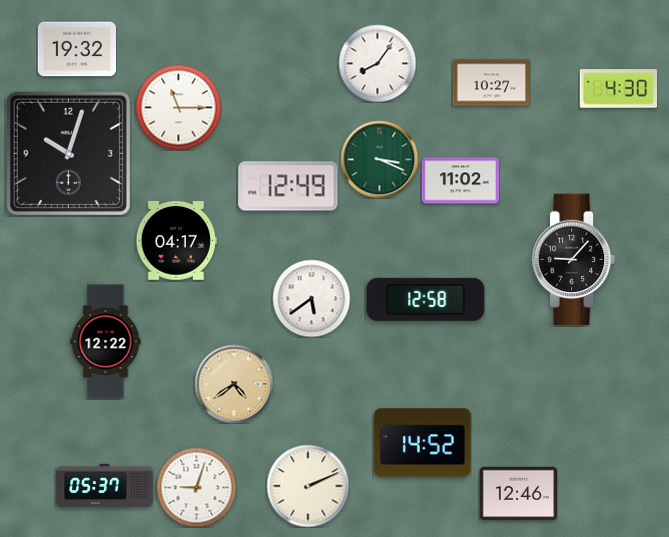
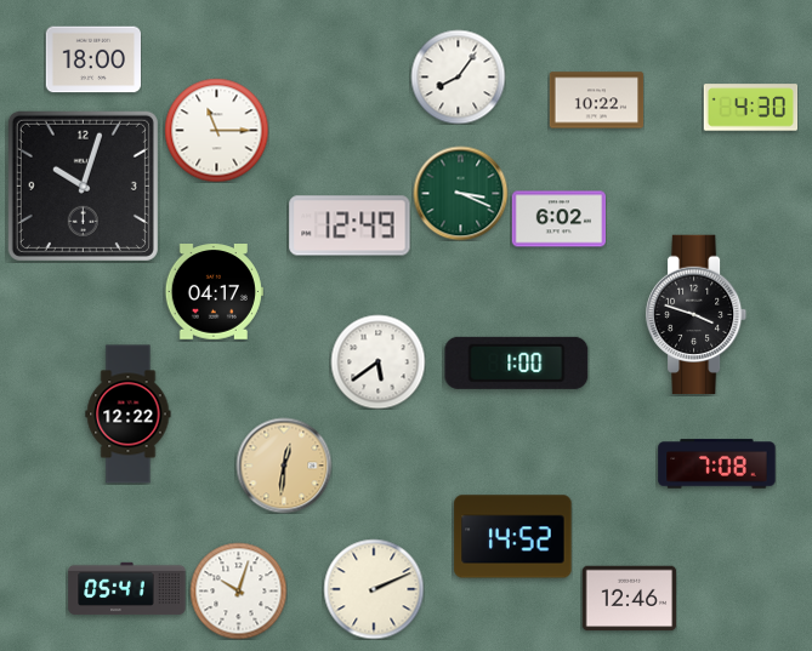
clock at (77, 49): 19:32 -> 18:00
clock at (491, 83): 10:27 -> 10:22
clock at (460, 181): 11:02 -> 6:02
clock at (574, 260): 9:07 -> 3:48
clock at (426, 299): 12:58 -> 1:00
clock at (717, 464): none -> 7:08
clock at (234, 384): 4:39 -> 12:31
clock at (105, 486): 05:37 -> 05:41
clock at (196, 487): 9:03 -> 10:03
